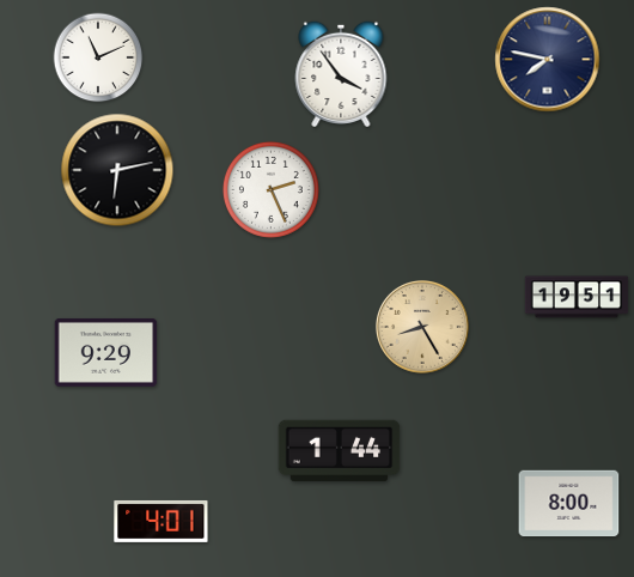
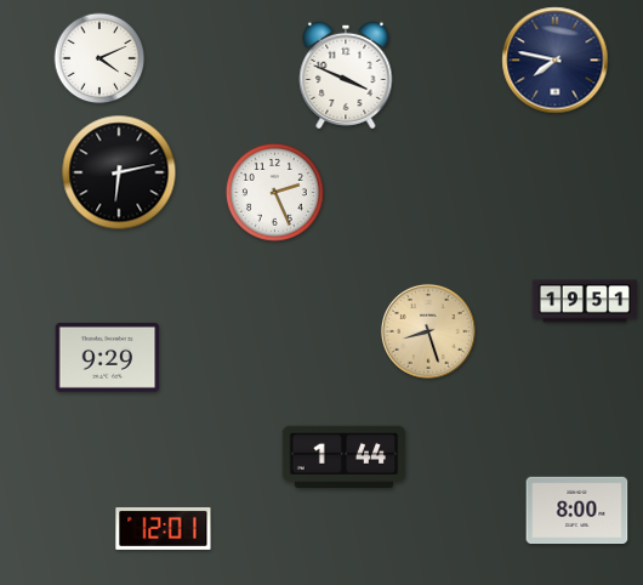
clock at (98, 57): 11:11 -> 4:11
clock at (341, 73): 3:54 -> 3:49
clock at (422, 327): 8:25 -> 8:27
clock at (161, 521): 4:01 -> 12:01
